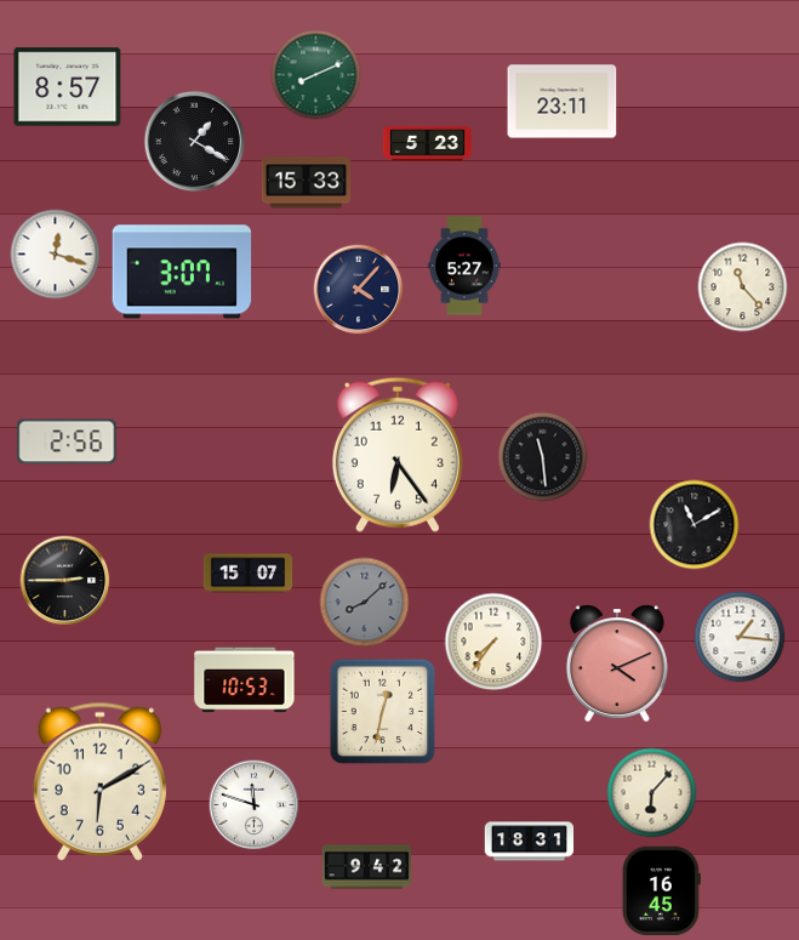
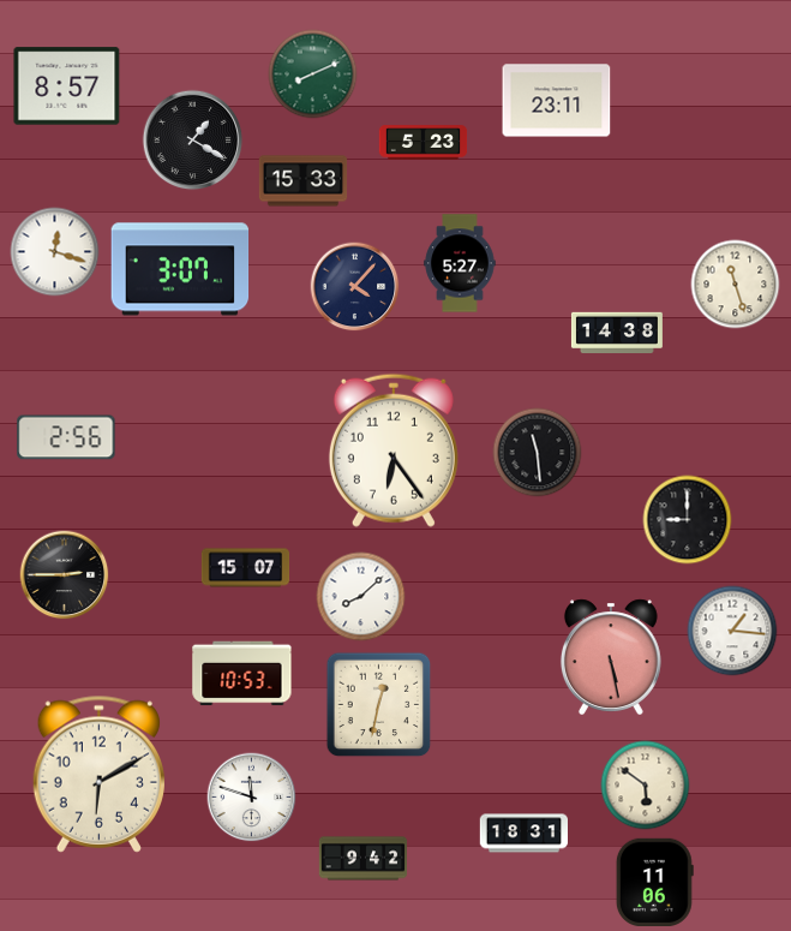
clock at (743, 287): 11:23 -> 11:27
clock at (617, 333): none -> 14:38
clock at (695, 525): 11:10 -> 9:00
clock at (365, 603) dial: grey -> white
clock at (493, 642): 7:36 -> none
clock at (617, 663): 4:11 -> 5:28
clock at (652, 793): 6:07 -> 5:51
clock at (661, 890): 16:45 -> 11:06
